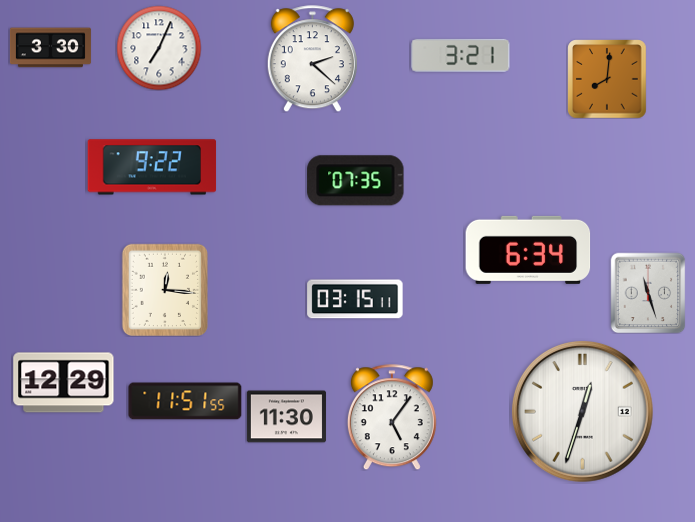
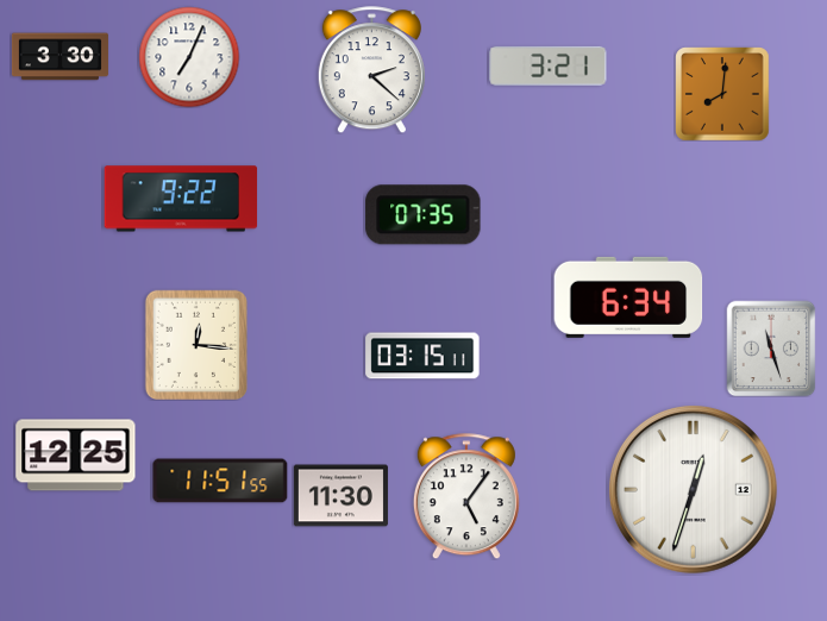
clock at (64, 383): 12:29 -> 12:25
clock at (185, 401) position: (185, 401) -> (220, 481)
